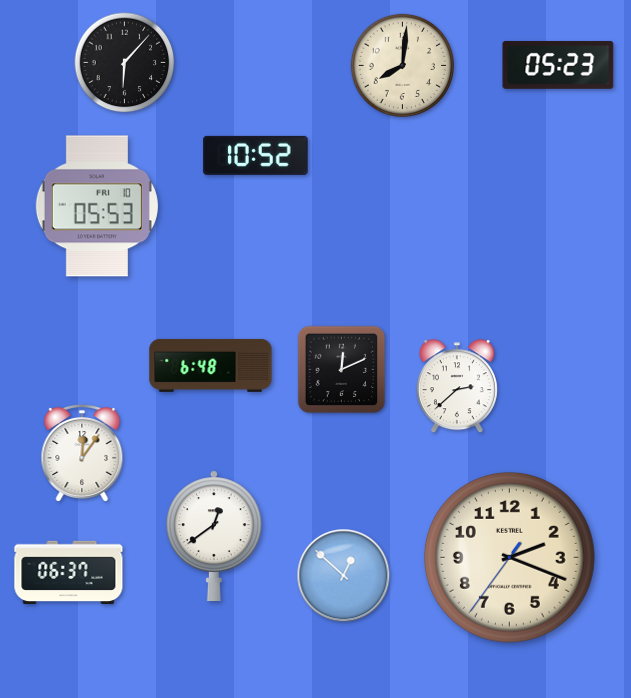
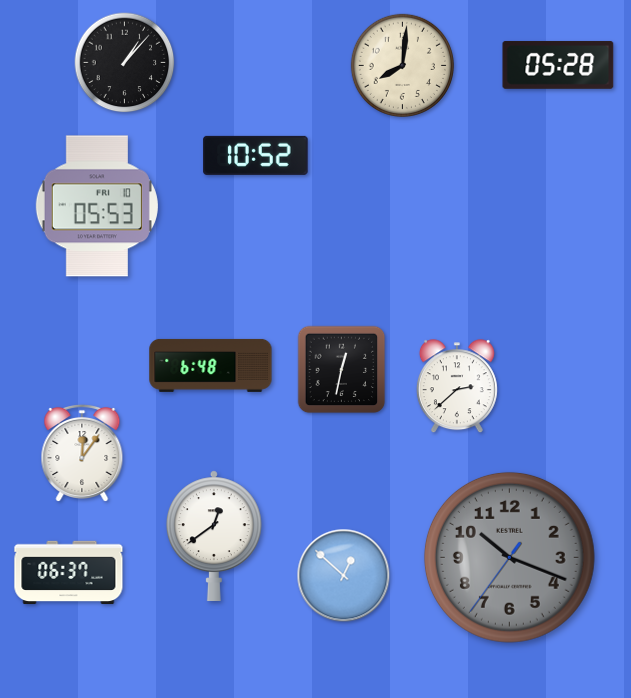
clock at (125, 63): 6:07 -> 1:07
clock at (558, 65): 05:23 -> 05:28
clock at (342, 370): 12:11 -> 12:32
clock at (509, 557): 2:18 -> 10:18
clock at (509, 557) dial: cream -> grey
